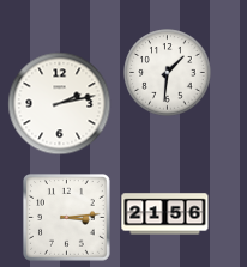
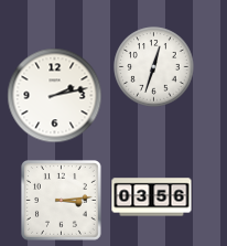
clock at (168, 73): 1:31 -> 12:33
clock at (165, 214): 21:56 -> 03:56
